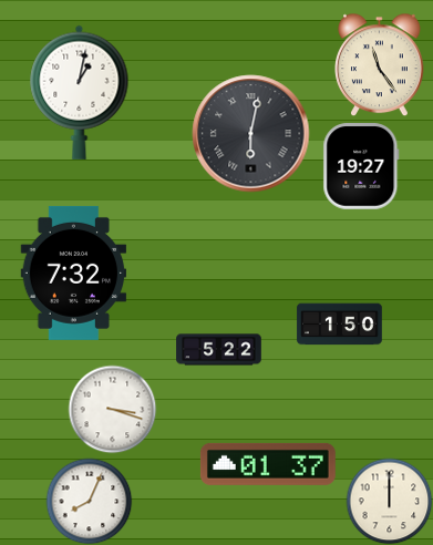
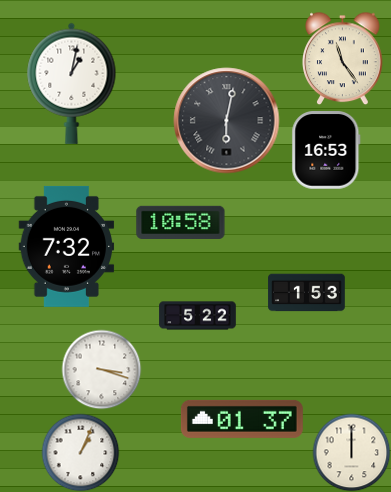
clock at (361, 166): 19:27 -> 16:53
clock at (181, 222): none -> 10:58
clock at (340, 325): 1:50 -> 1:53
clock at (89, 501): 8:04 -> 1:04
